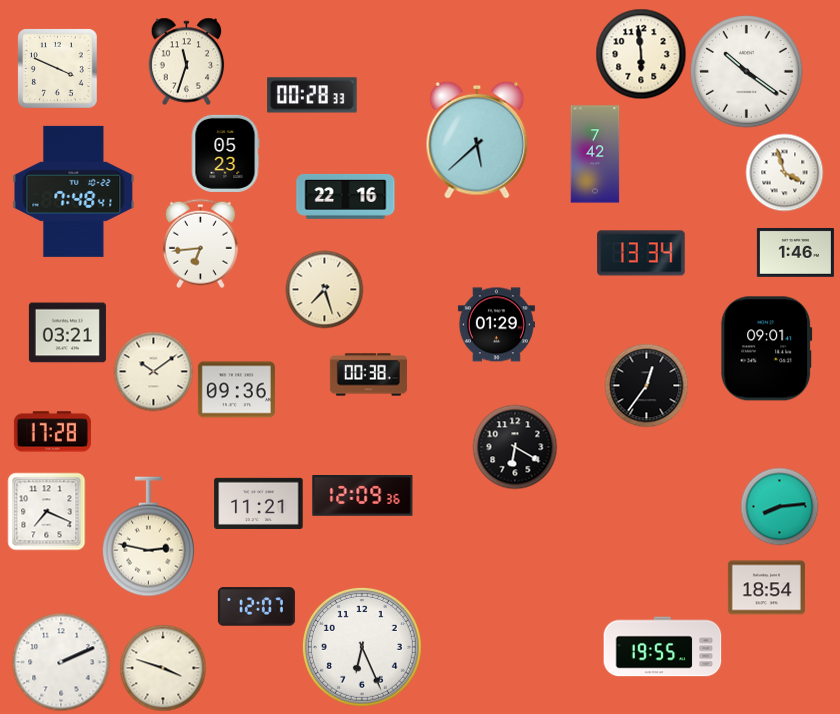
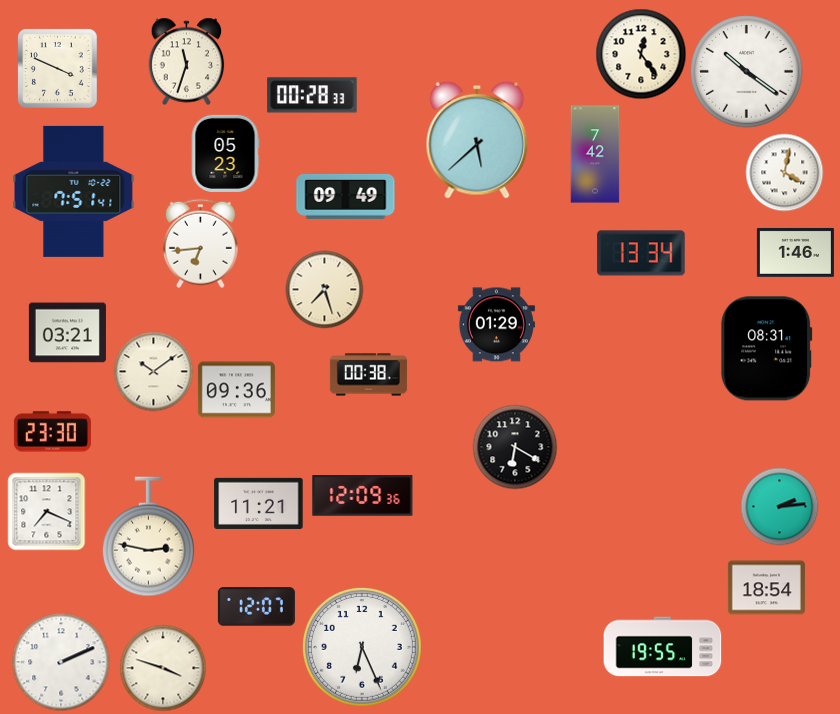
clock at (641, 54): 5:59 -> 12:24
clock at (784, 172): 3:57 -> 4:02
clock at (74, 191): 7:48 -> 7:51
clock at (346, 196): 22:16 -> 09:49
clock at (767, 349): 09:01 -> 08:31
clock at (646, 385): 12:36 -> none
clock at (52, 432): 17:28 -> 23:30
clock at (779, 506): 8:14 -> 2:14
